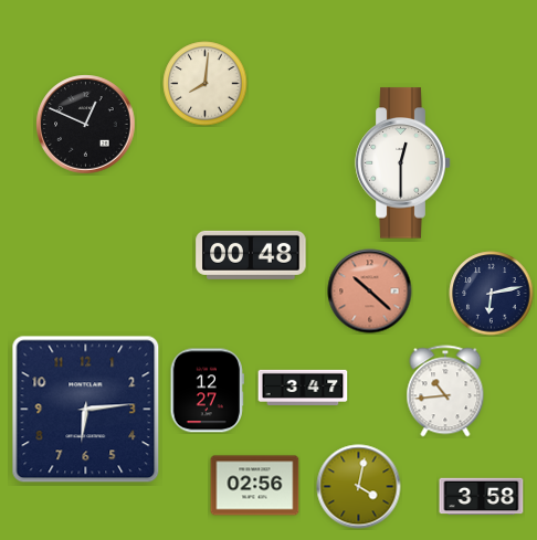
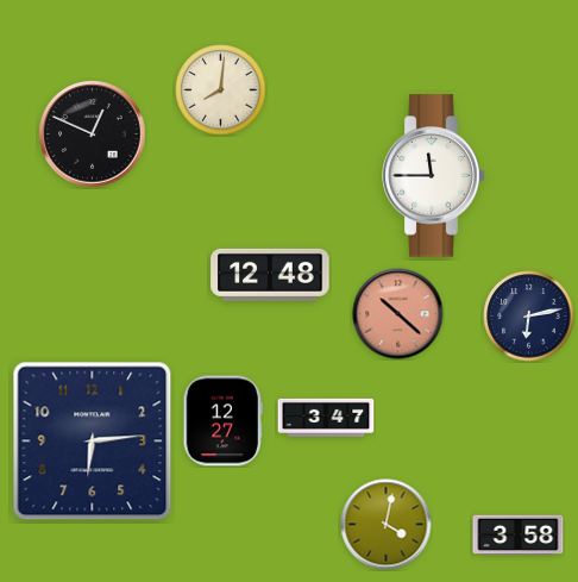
clock at (403, 163): 12:30 -> 11:45
clock at (251, 255): 00:48 -> 12:48
clock at (445, 391): 10:44 -> none
clock at (255, 486): 02:56 -> none
